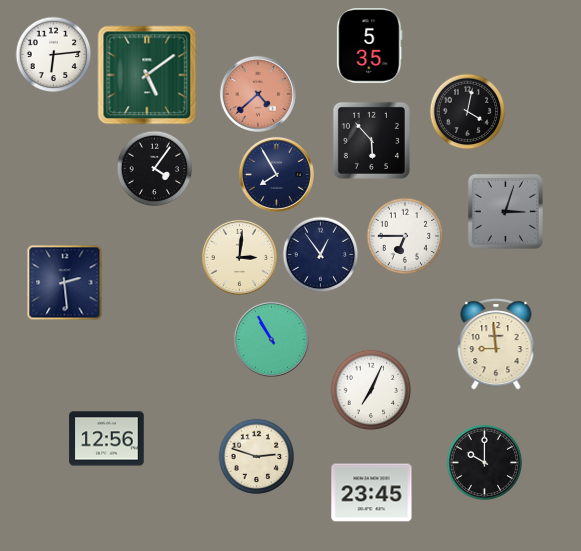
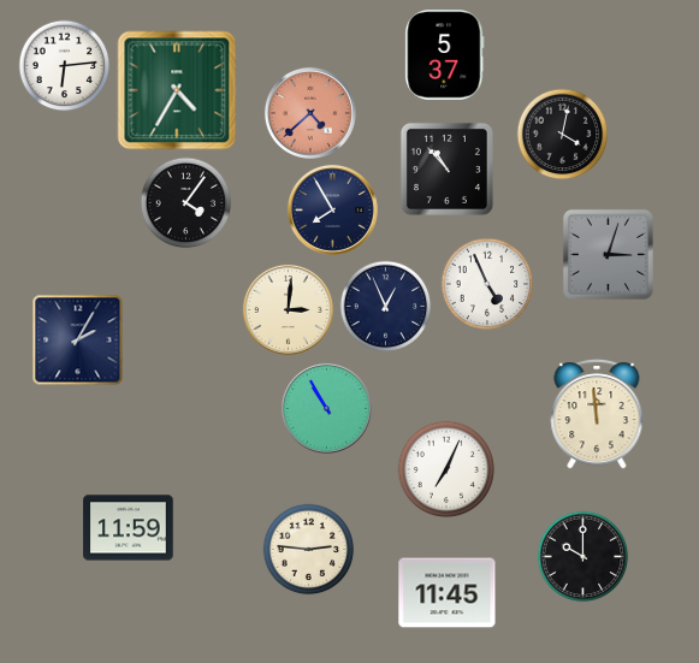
clock at (370, 46): 5:35 -> 5:37
clock at (147, 75): 5:09 -> 4:35
clock at (371, 140): 5:53 -> 10:53
clock at (405, 236): 6:45 -> 4:56
clock at (321, 255): 12:54 -> 12:56
clock at (65, 283): 2:29 -> 2:05
clock at (496, 344): 8:59 -> 11:59
clock at (107, 439): 12:56 -> 11:59
clock at (257, 457): 2:48 -> 2:46
clock at (372, 493): 23:45 -> 11:45
